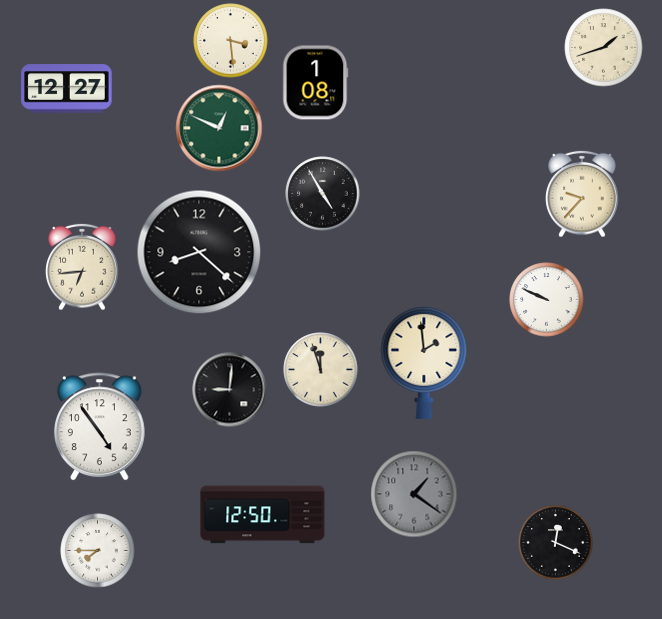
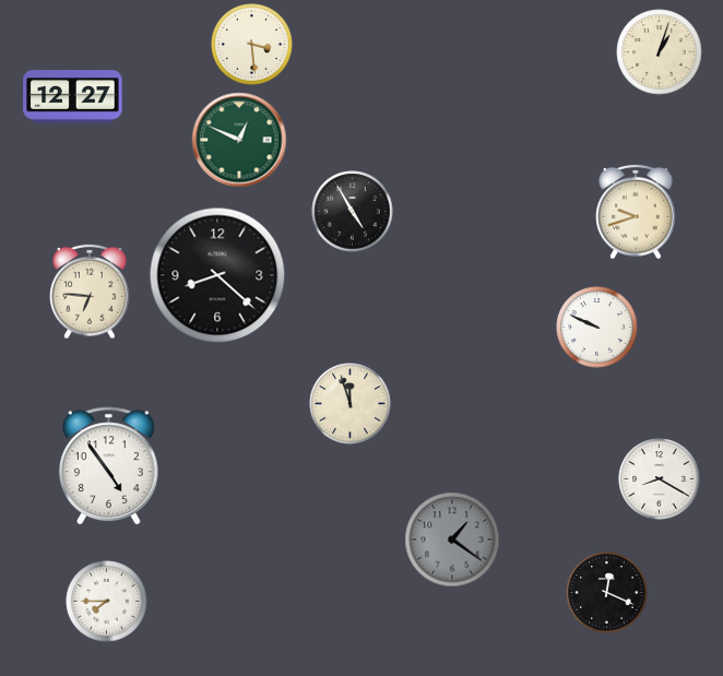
clock at (604, 48): 1:42 -> 1:03
clock at (316, 83): 1:08 -> none
clock at (582, 194): 9:37 -> 9:42
clock at (82, 267): 6:44 -> 6:46
clock at (424, 362): 1:59 -> none
clock at (230, 390): 9:01 -> none
clock at (660, 479): none -> 8:20
clock at (263, 515): 12:50 -> none
